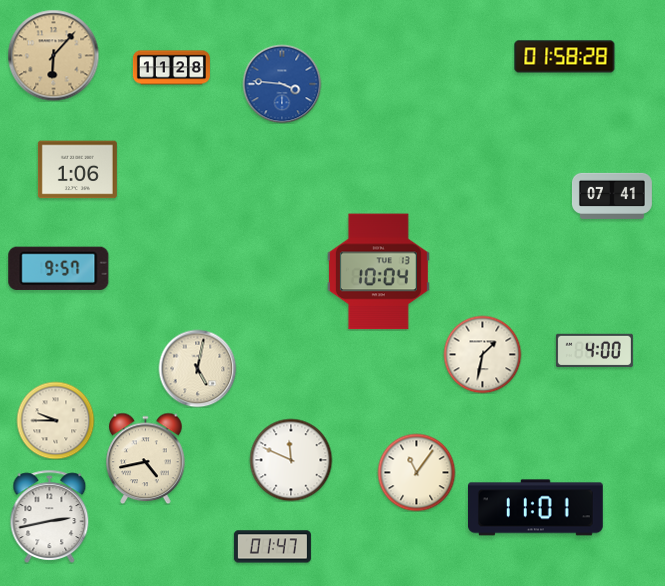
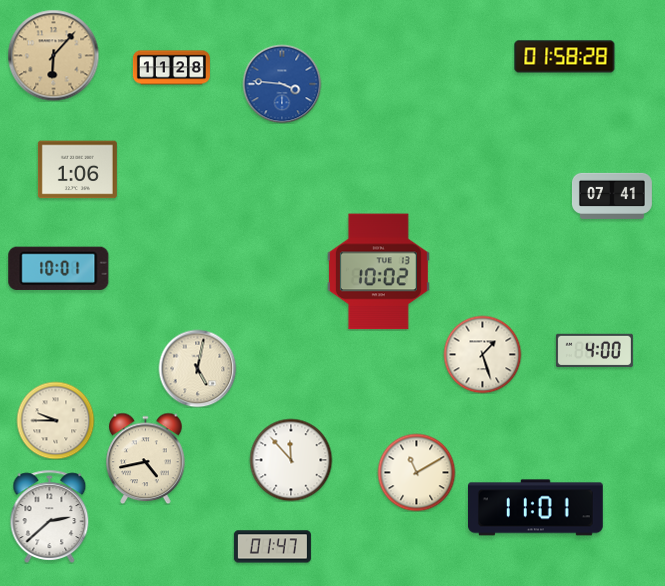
clock at (59, 268): 9:57 -> 10:01
clock at (378, 272): 10:04 -> 10:02
clock at (482, 354): 1:32 -> 1:27
clock at (291, 460): 11:49 -> 11:53
clock at (416, 472): 11:06 -> 11:10
clock at (50, 516): 2:43 -> 2:38
